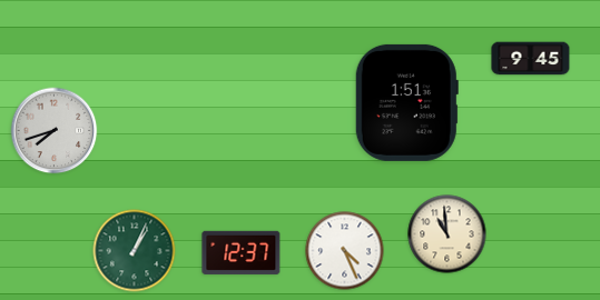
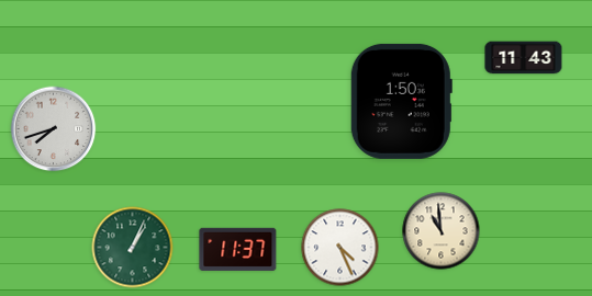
clock at (531, 59): 9:45 -> 11:43
clock at (406, 102): 1:51 -> 1:50
clock at (242, 252): 12:37 -> 11:37
